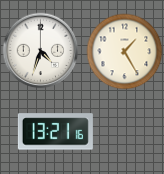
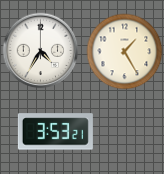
clock at (41, 51): 4:33 -> 4:35
clock at (55, 132): 13:21 -> 3:53
